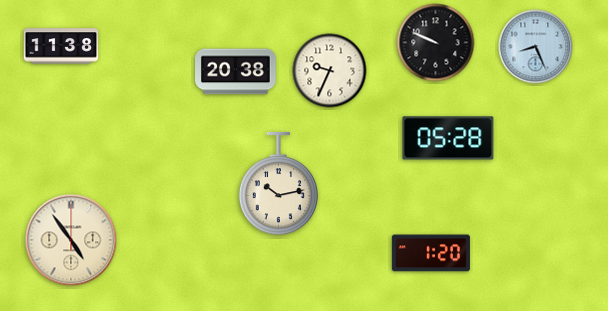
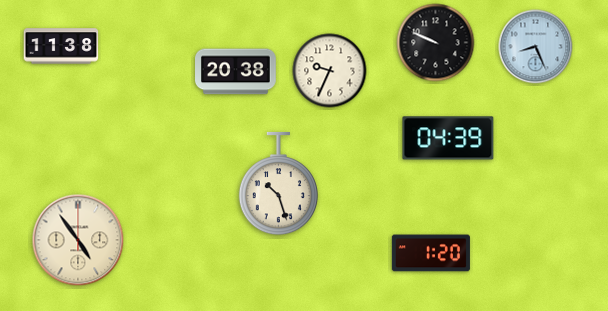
clock at (448, 138): 05:28 -> 04:39
clock at (278, 184): 10:13 -> 10:27
clock at (71, 240) position: (71, 240) -> (78, 240)
